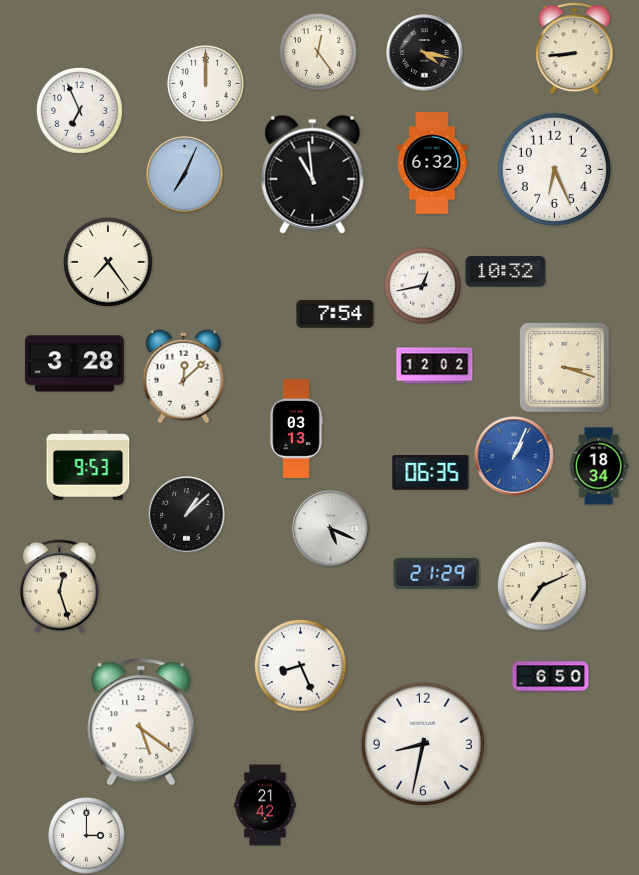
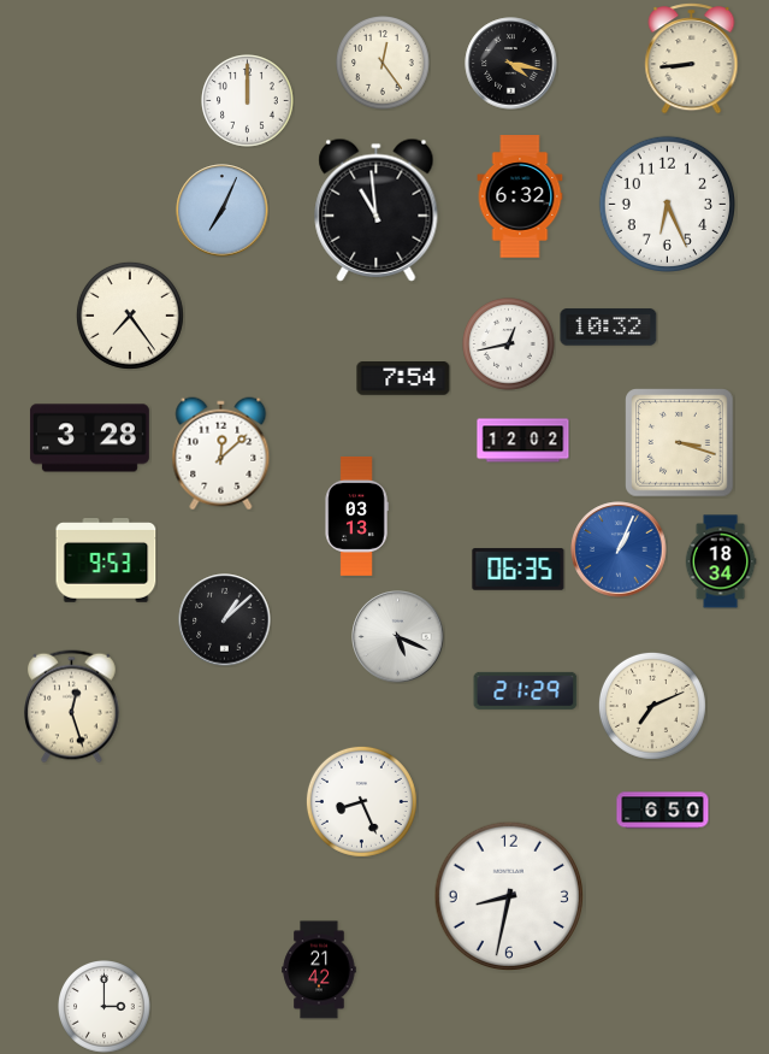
clock at (79, 110): 6:56 -> none
clock at (551, 677) position: (551, 677) -> (663, 811)
clock at (141, 722): 5:21 -> none
